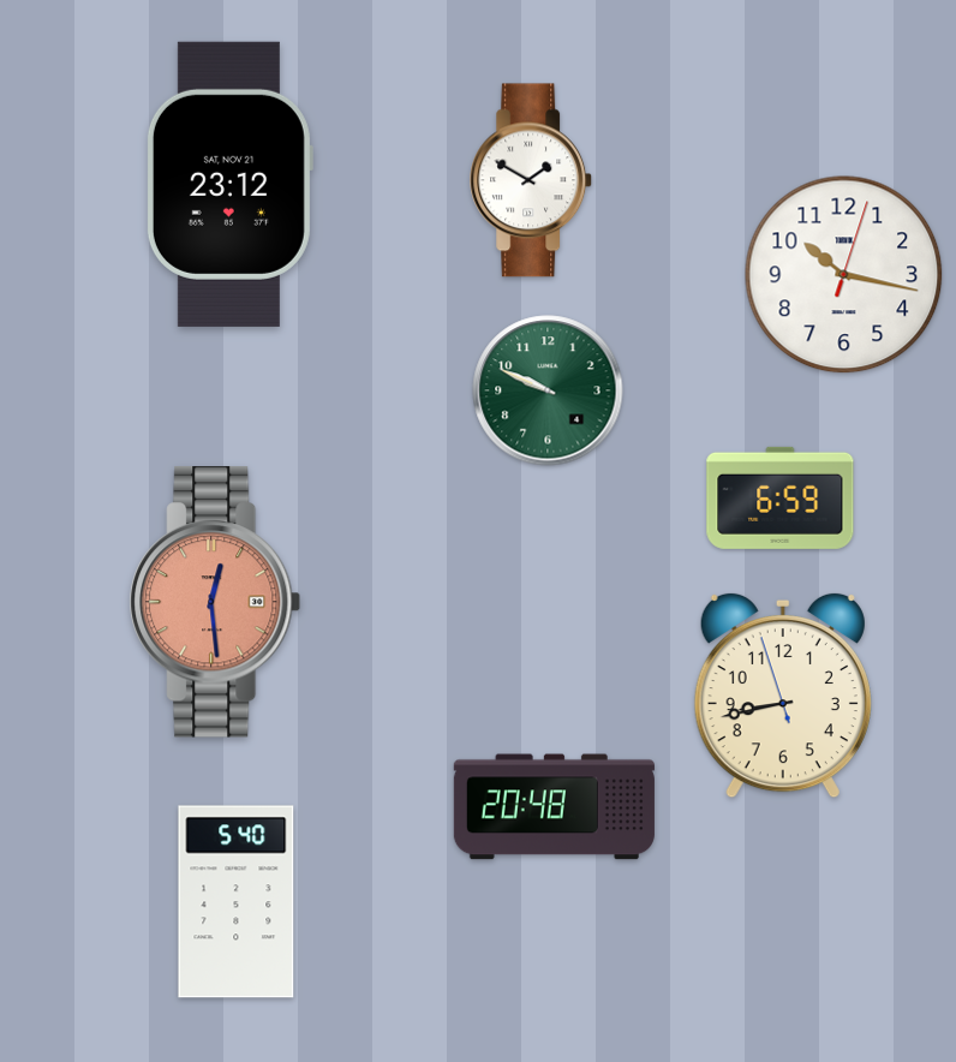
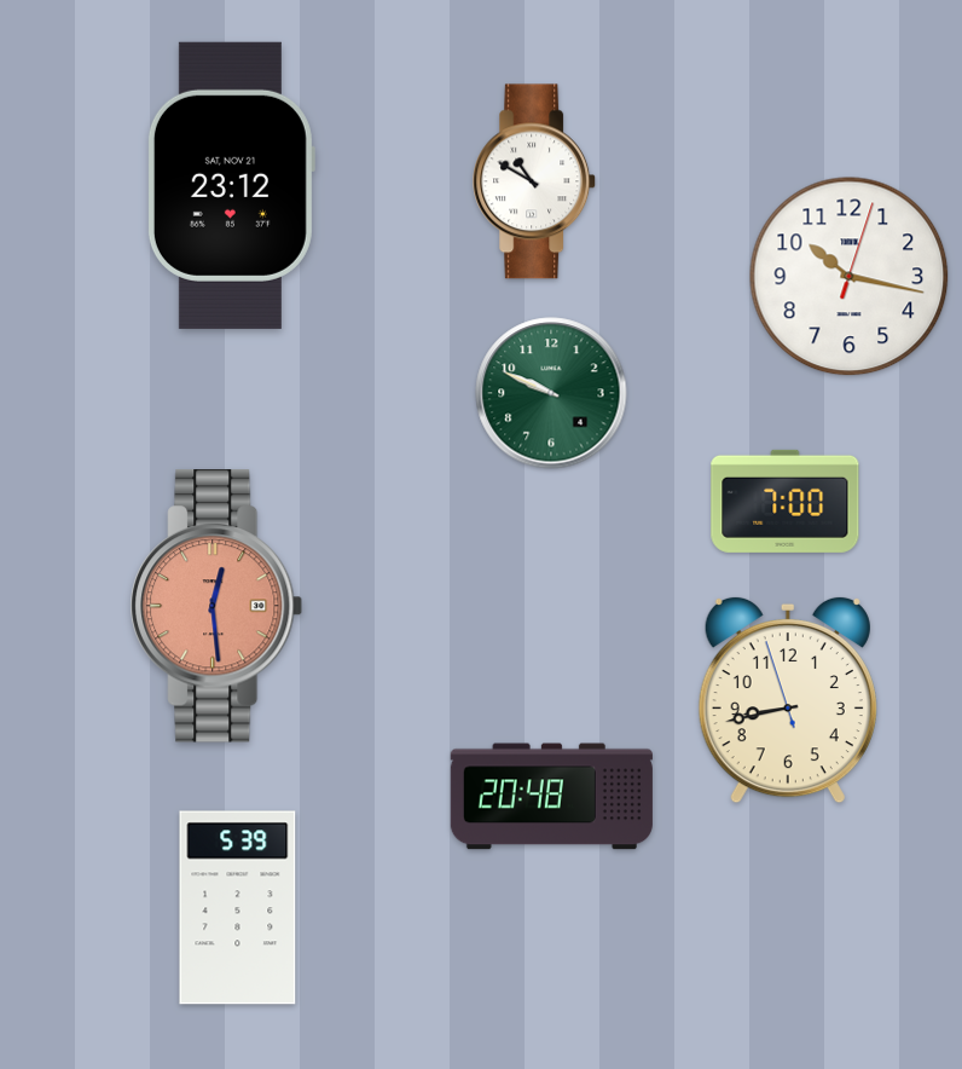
clock at (532, 180): 1:50 -> 10:50
clock at (781, 497): 6:59 -> 7:00
clock at (554, 807) position: (554, 807) -> (551, 797)
clock at (237, 902): 5:40 -> 5:39
